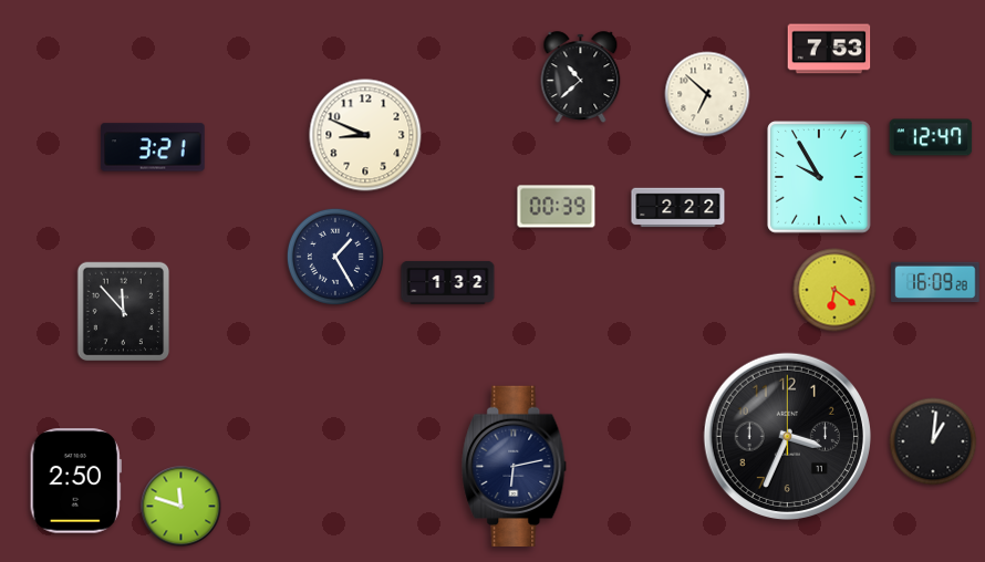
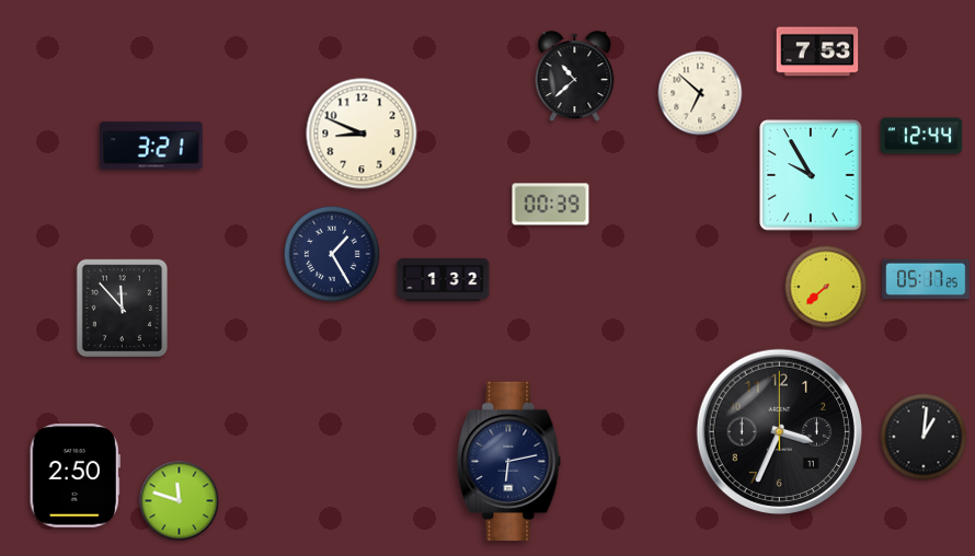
clock at (829, 49) position: (829, 49) -> (817, 51)
clock at (931, 137): 12:47 -> 12:44
clock at (678, 208): 2:22 -> none
clock at (935, 282): 16:09 -> 05:17
clock at (834, 290): 6:21 -> 7:38
